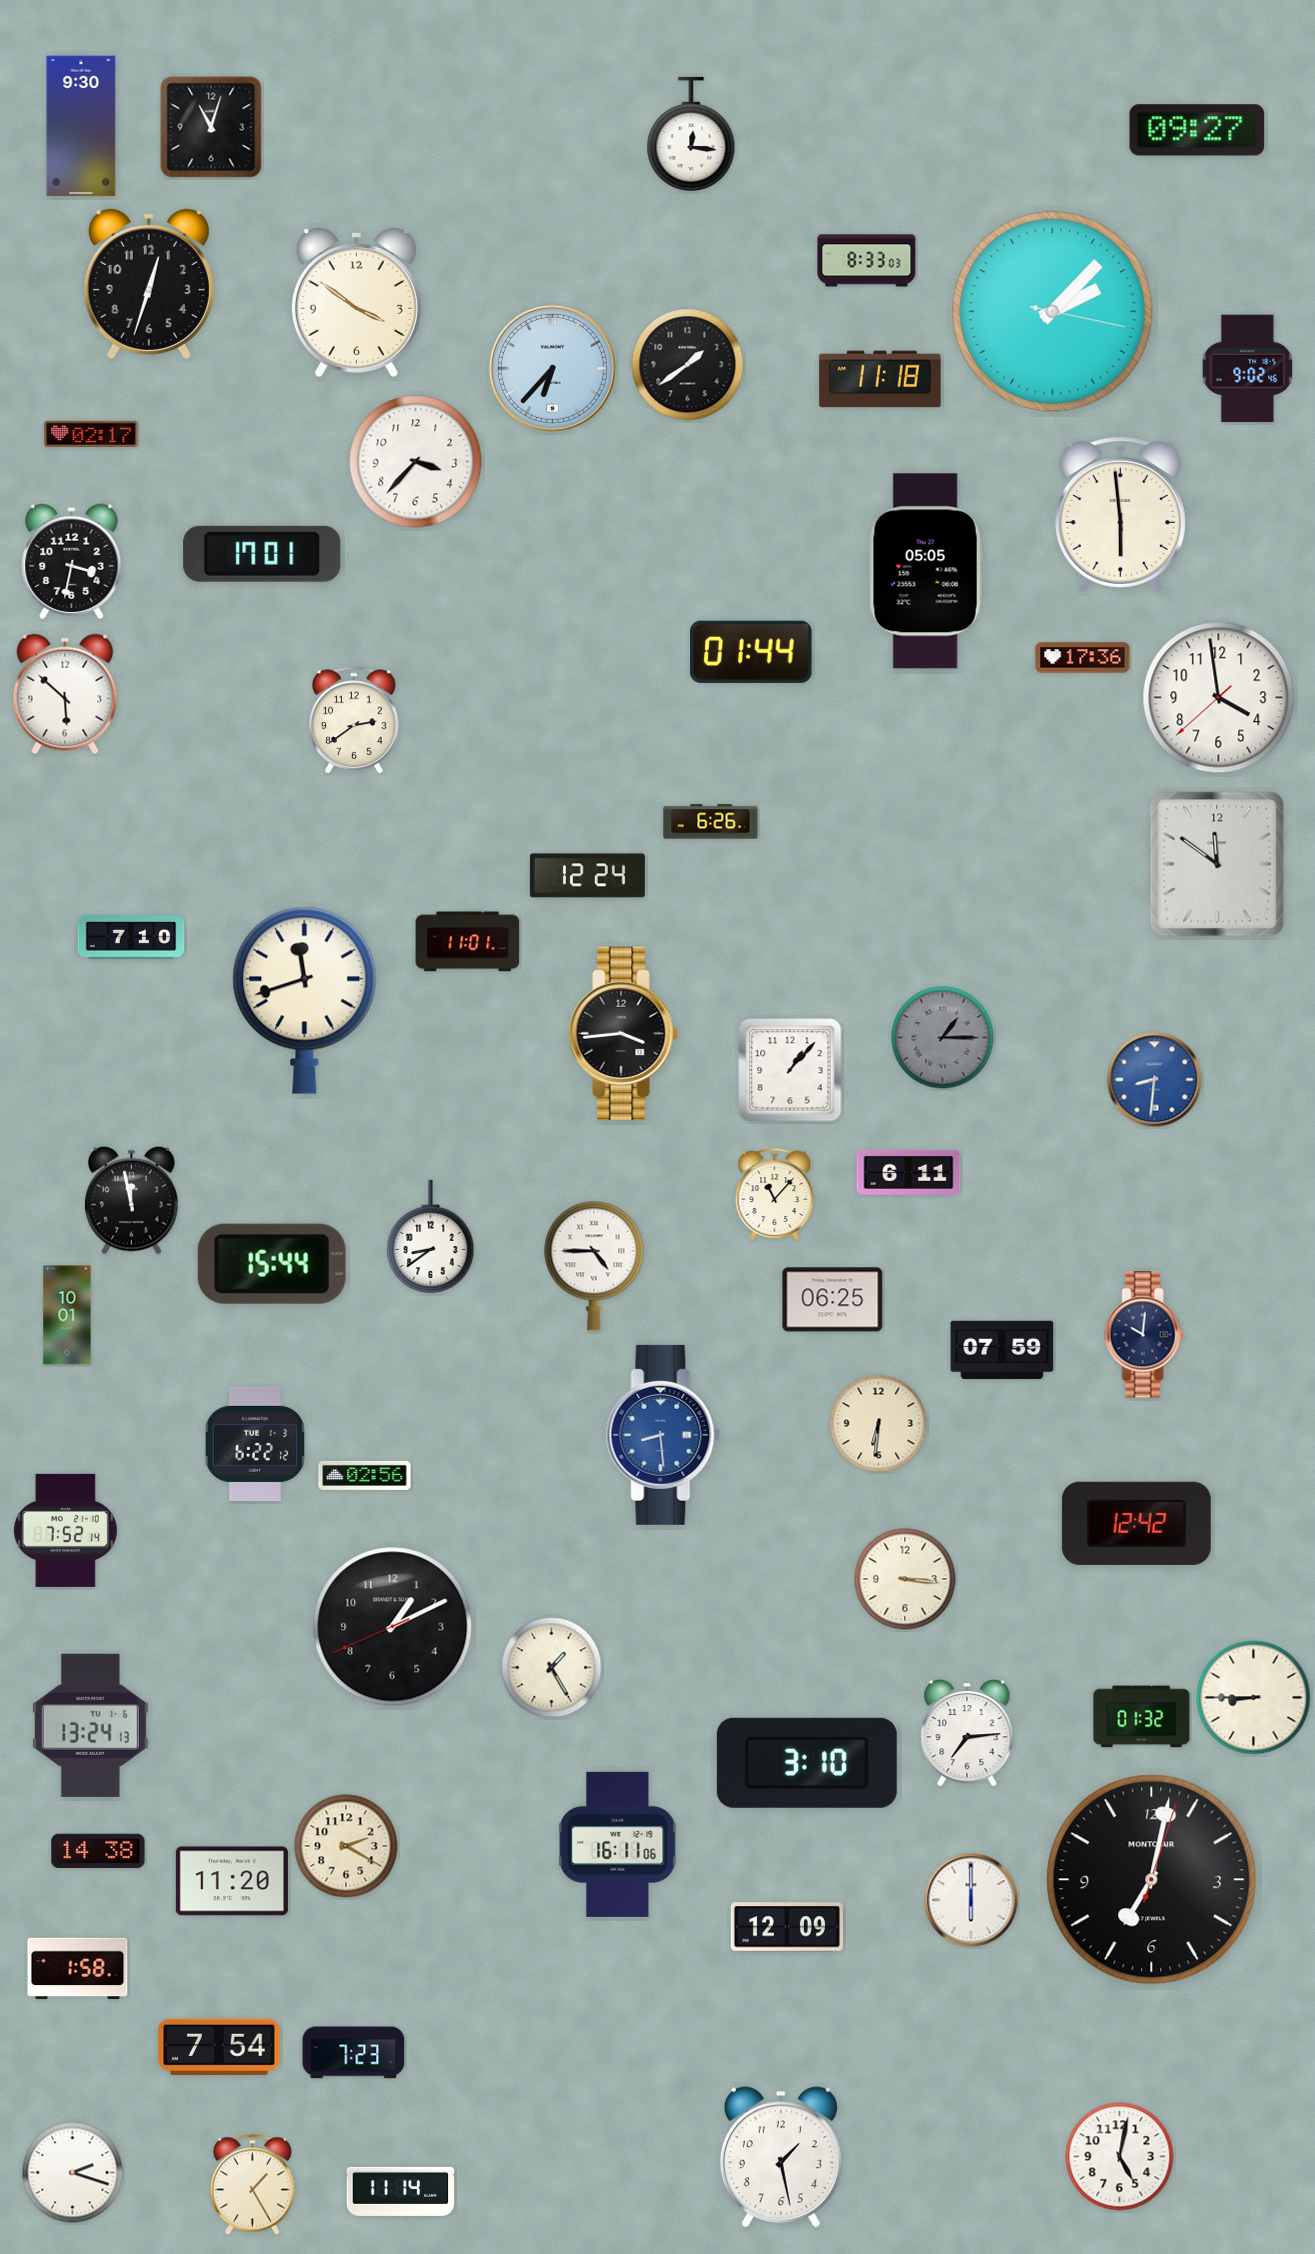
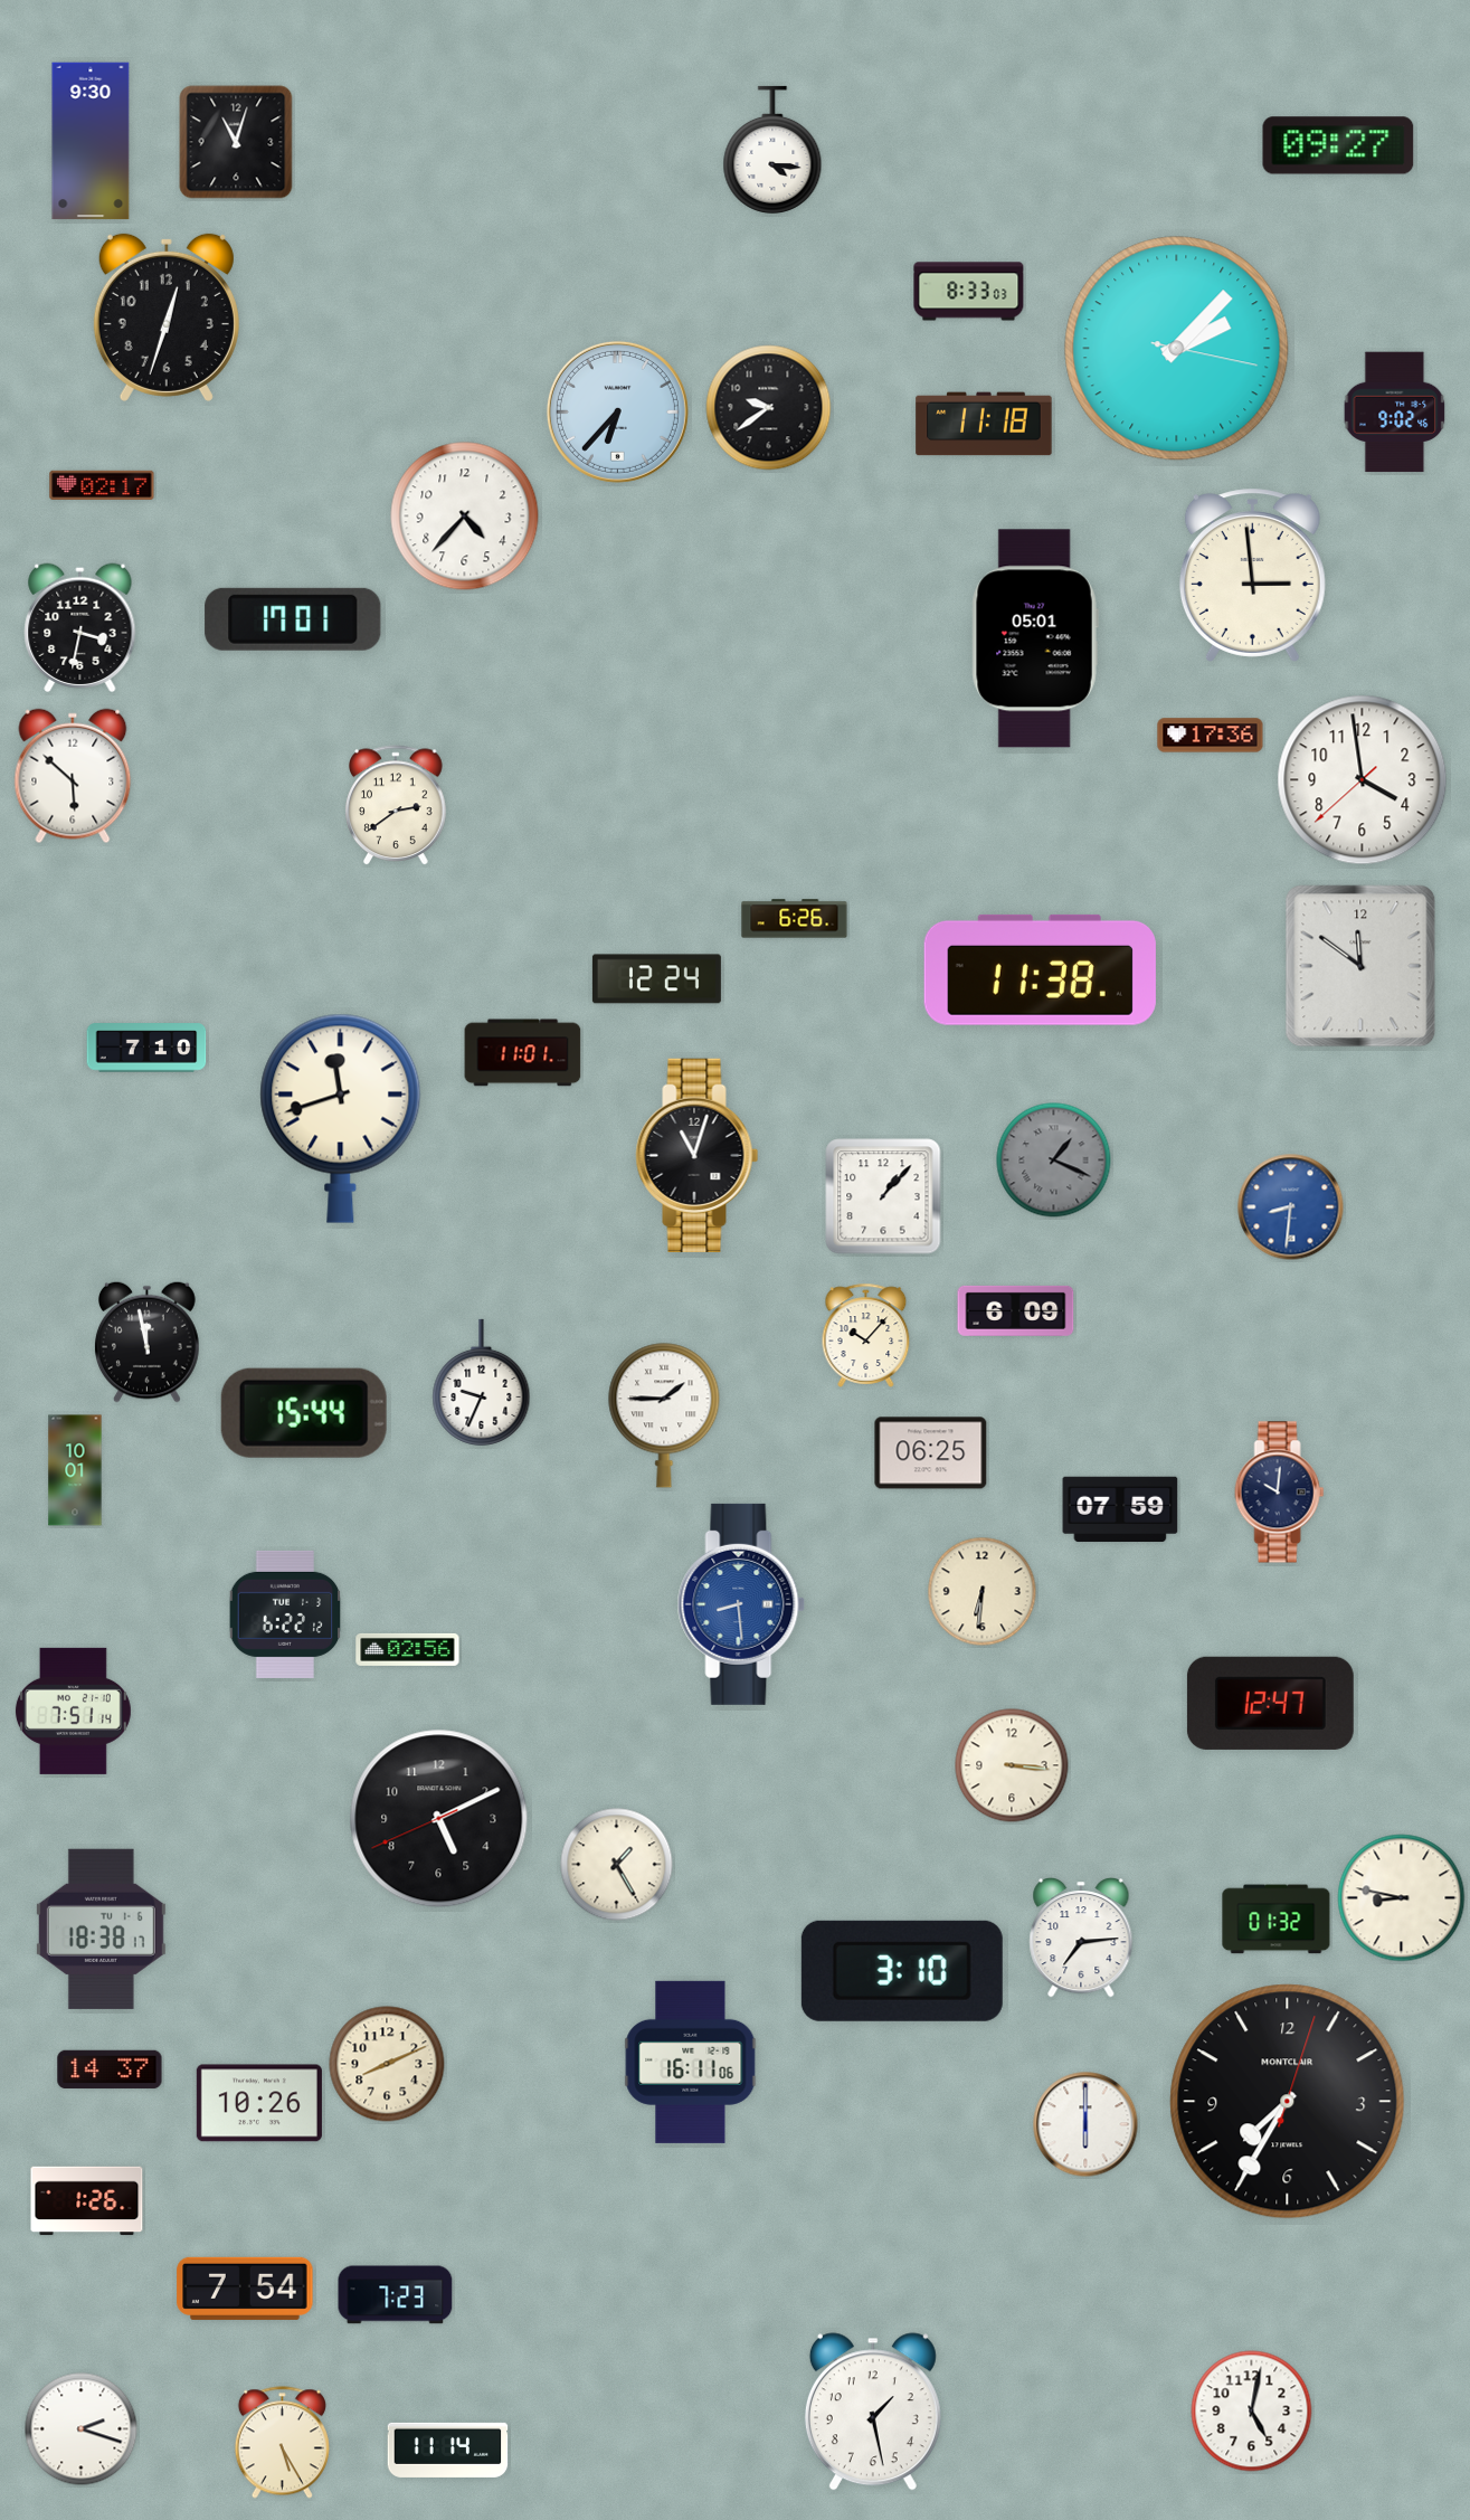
clock at (691, 134): 12:16 -> 4:16
clock at (356, 302): 3:51 -> none
clock at (688, 365): 1:39 -> 9:39
clock at (416, 462): 3:37 -> 4:37
clock at (1120, 515): 5:59 -> 2:59
clock at (926, 571): 05:05 -> 05:01
clock at (751, 652): 01:44 -> none
clock at (1040, 969): none -> 11:38
clock at (624, 1033): 3:44 -> 11:03
clock at (943, 1038): 1:15 -> 1:19
clock at (909, 1172): 6:11 -> 6:09
clock at (775, 1194): 11:07 -> 10:07
clock at (431, 1236): 8:39 -> 9:34
clock at (594, 1266): 4:45 -> 1:45
clock at (1136, 1523): 12:42 -> 12:47
clock at (65, 1530): 7:52 -> 7:51
clock at (393, 1627): 1:10 -> 5:10
clock at (1254, 1698): 8:45 -> 8:47
clock at (90, 1725): 13:24 -> 18:38
clock at (346, 1846): 2:20 -> 8:11
clock at (98, 1851): 14:38 -> 14:37
clock at (1152, 1880): 7:02 -> 7:35
clock at (232, 1881): 11:20 -> 10:26
clock at (787, 1927): 12:09 -> none
clock at (78, 1969): 1:58 -> 1:26
clock at (252, 2185): 1:25 -> 5:25
